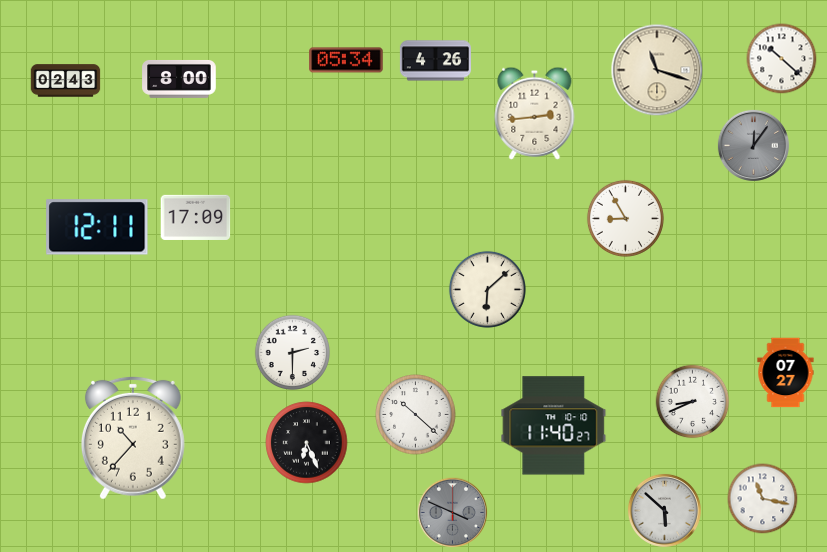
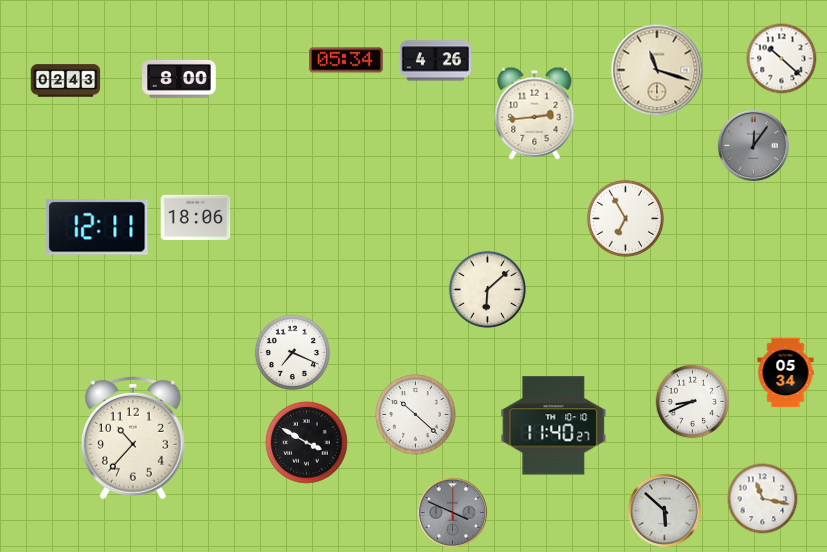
clock at (196, 217): 17:09 -> 18:06
clock at (625, 218): 8:55 -> 6:55
clock at (293, 353): 2:30 -> 7:19
clock at (786, 373): 07:27 -> 05:34
clock at (307, 443): 6:26 -> 3:50
